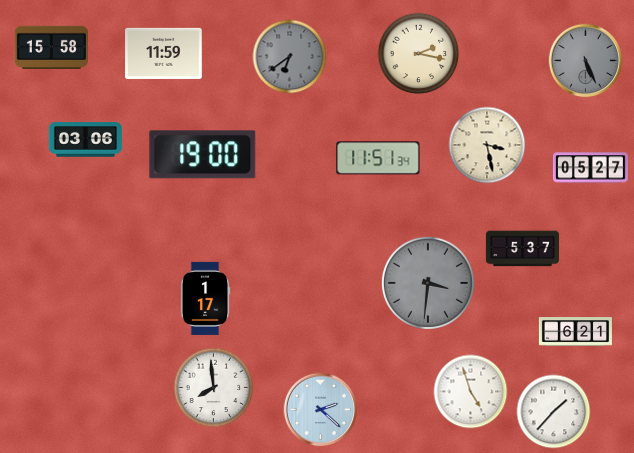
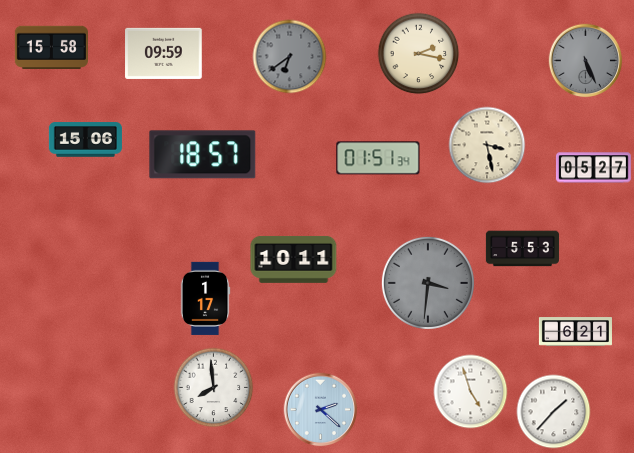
clock at (164, 53): 11:59 -> 09:59
clock at (85, 140): 03:06 -> 15:06
clock at (203, 155): 19:00 -> 18:57
clock at (378, 158): 11:51 -> 01:51
clock at (590, 168) position: (590, 168) -> (593, 168)
clock at (522, 249): 5:37 -> 5:53
clock at (294, 260): none -> 10:11
